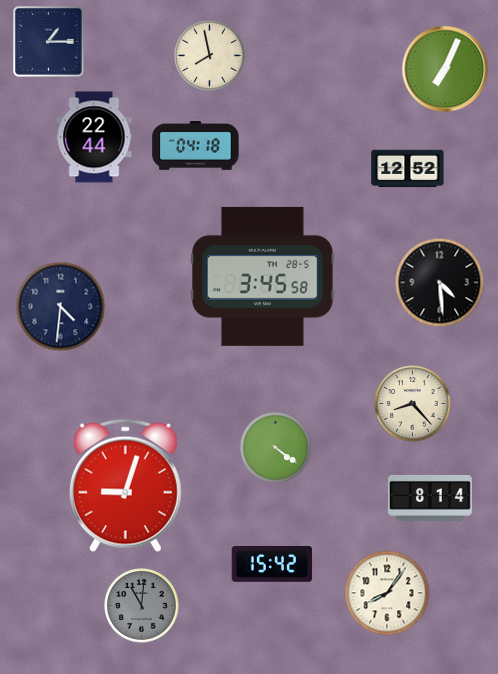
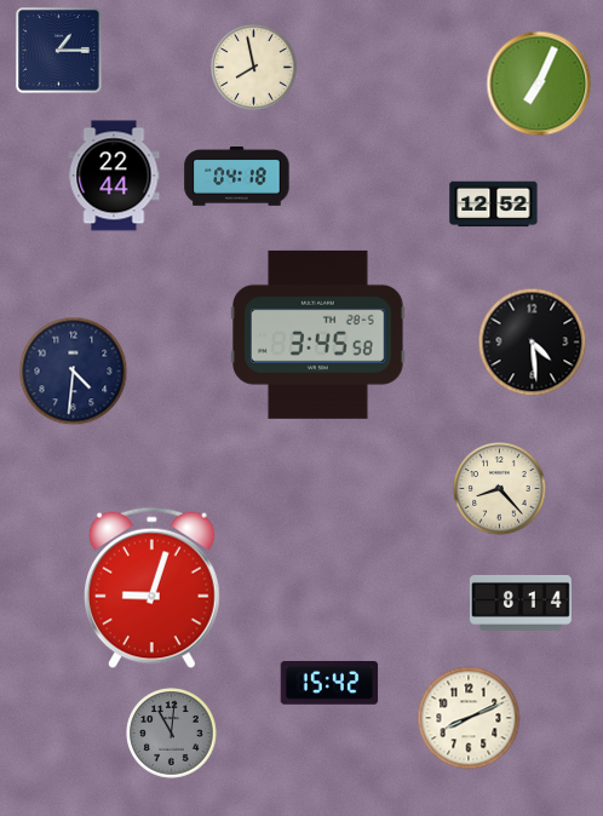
clock at (94, 137) position: (94, 137) -> (114, 176)
clock at (275, 447): 4:21 -> none
clock at (387, 593): 8:06 -> 8:11
